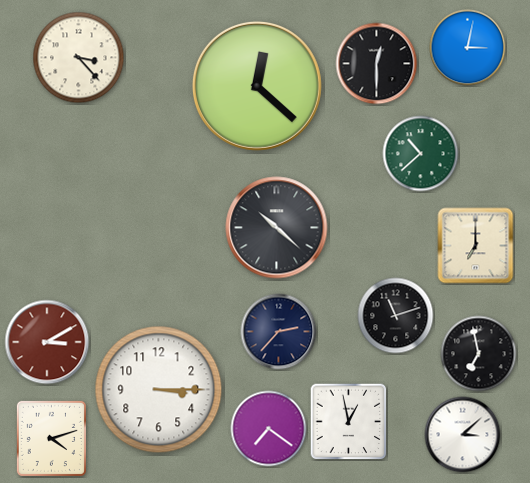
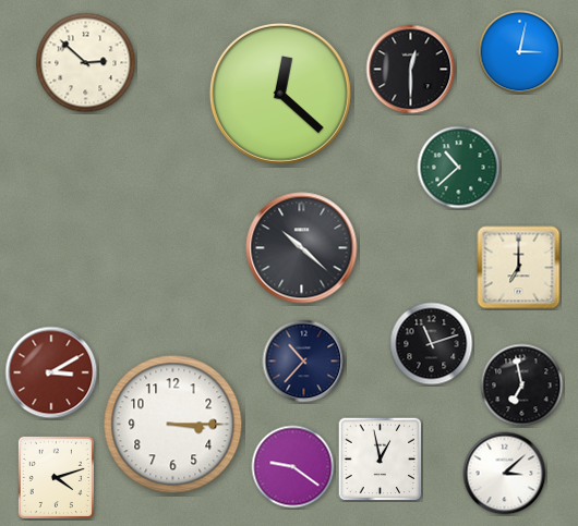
clock at (468, 48) position: (468, 48) -> (520, 52)
clock at (79, 58): 3:23 -> 2:52
clock at (279, 332): 2:37 -> 10:37
clock at (269, 429): 7:21 -> 9:21
